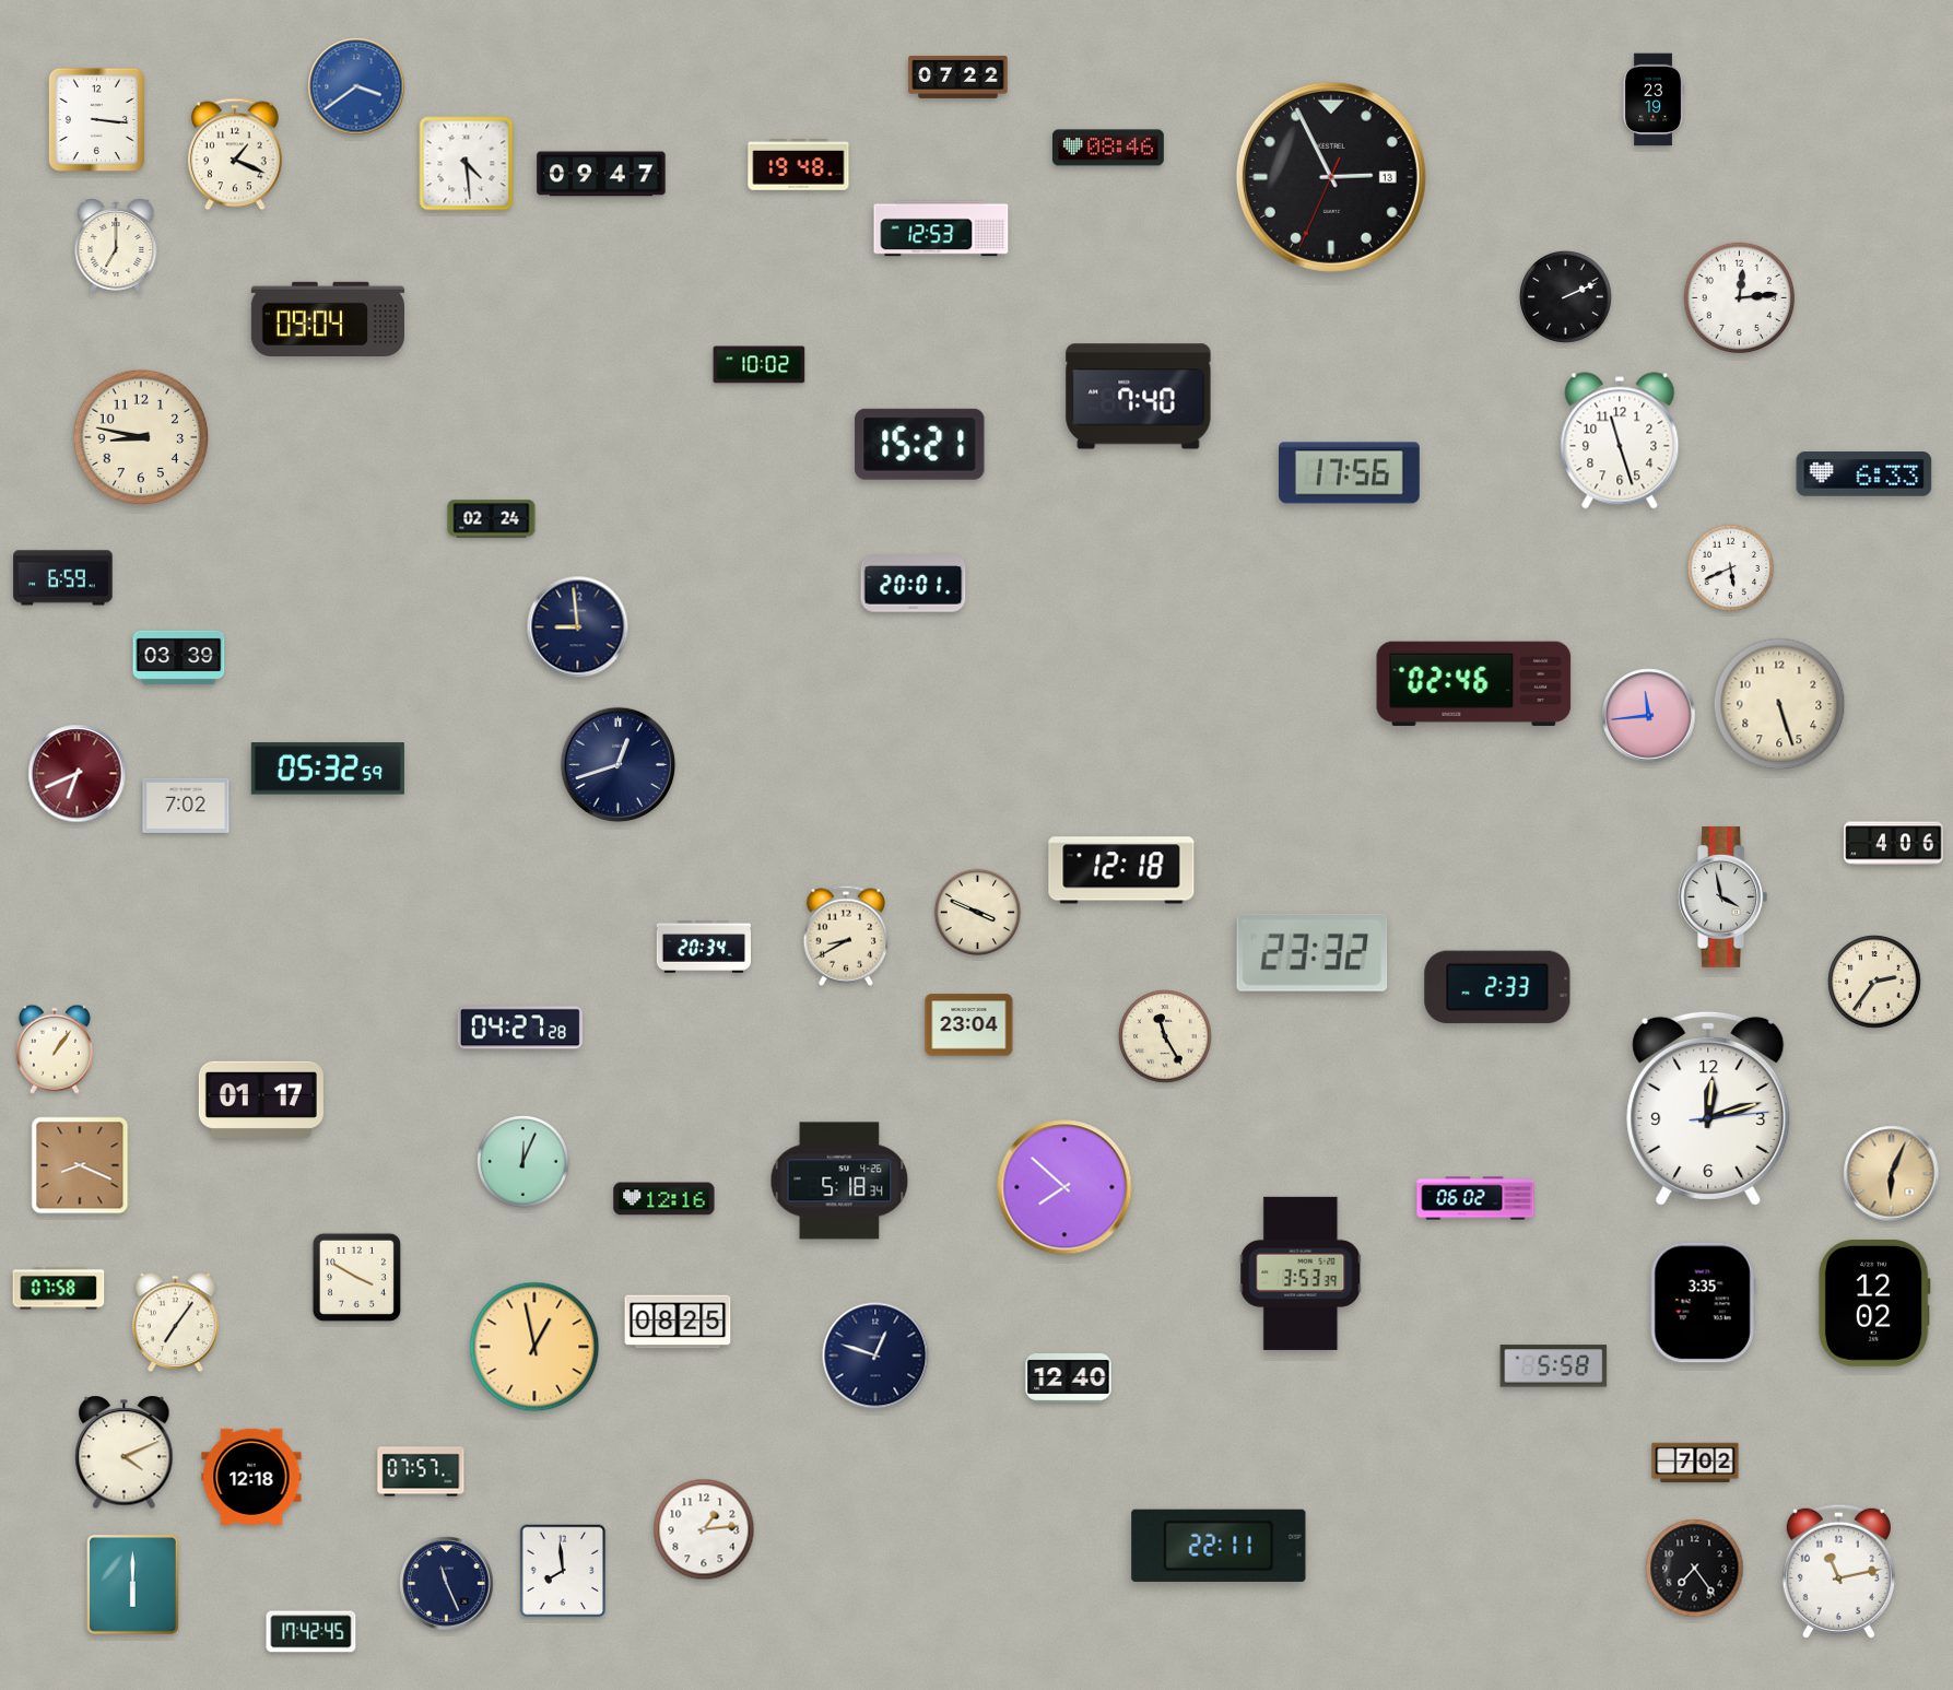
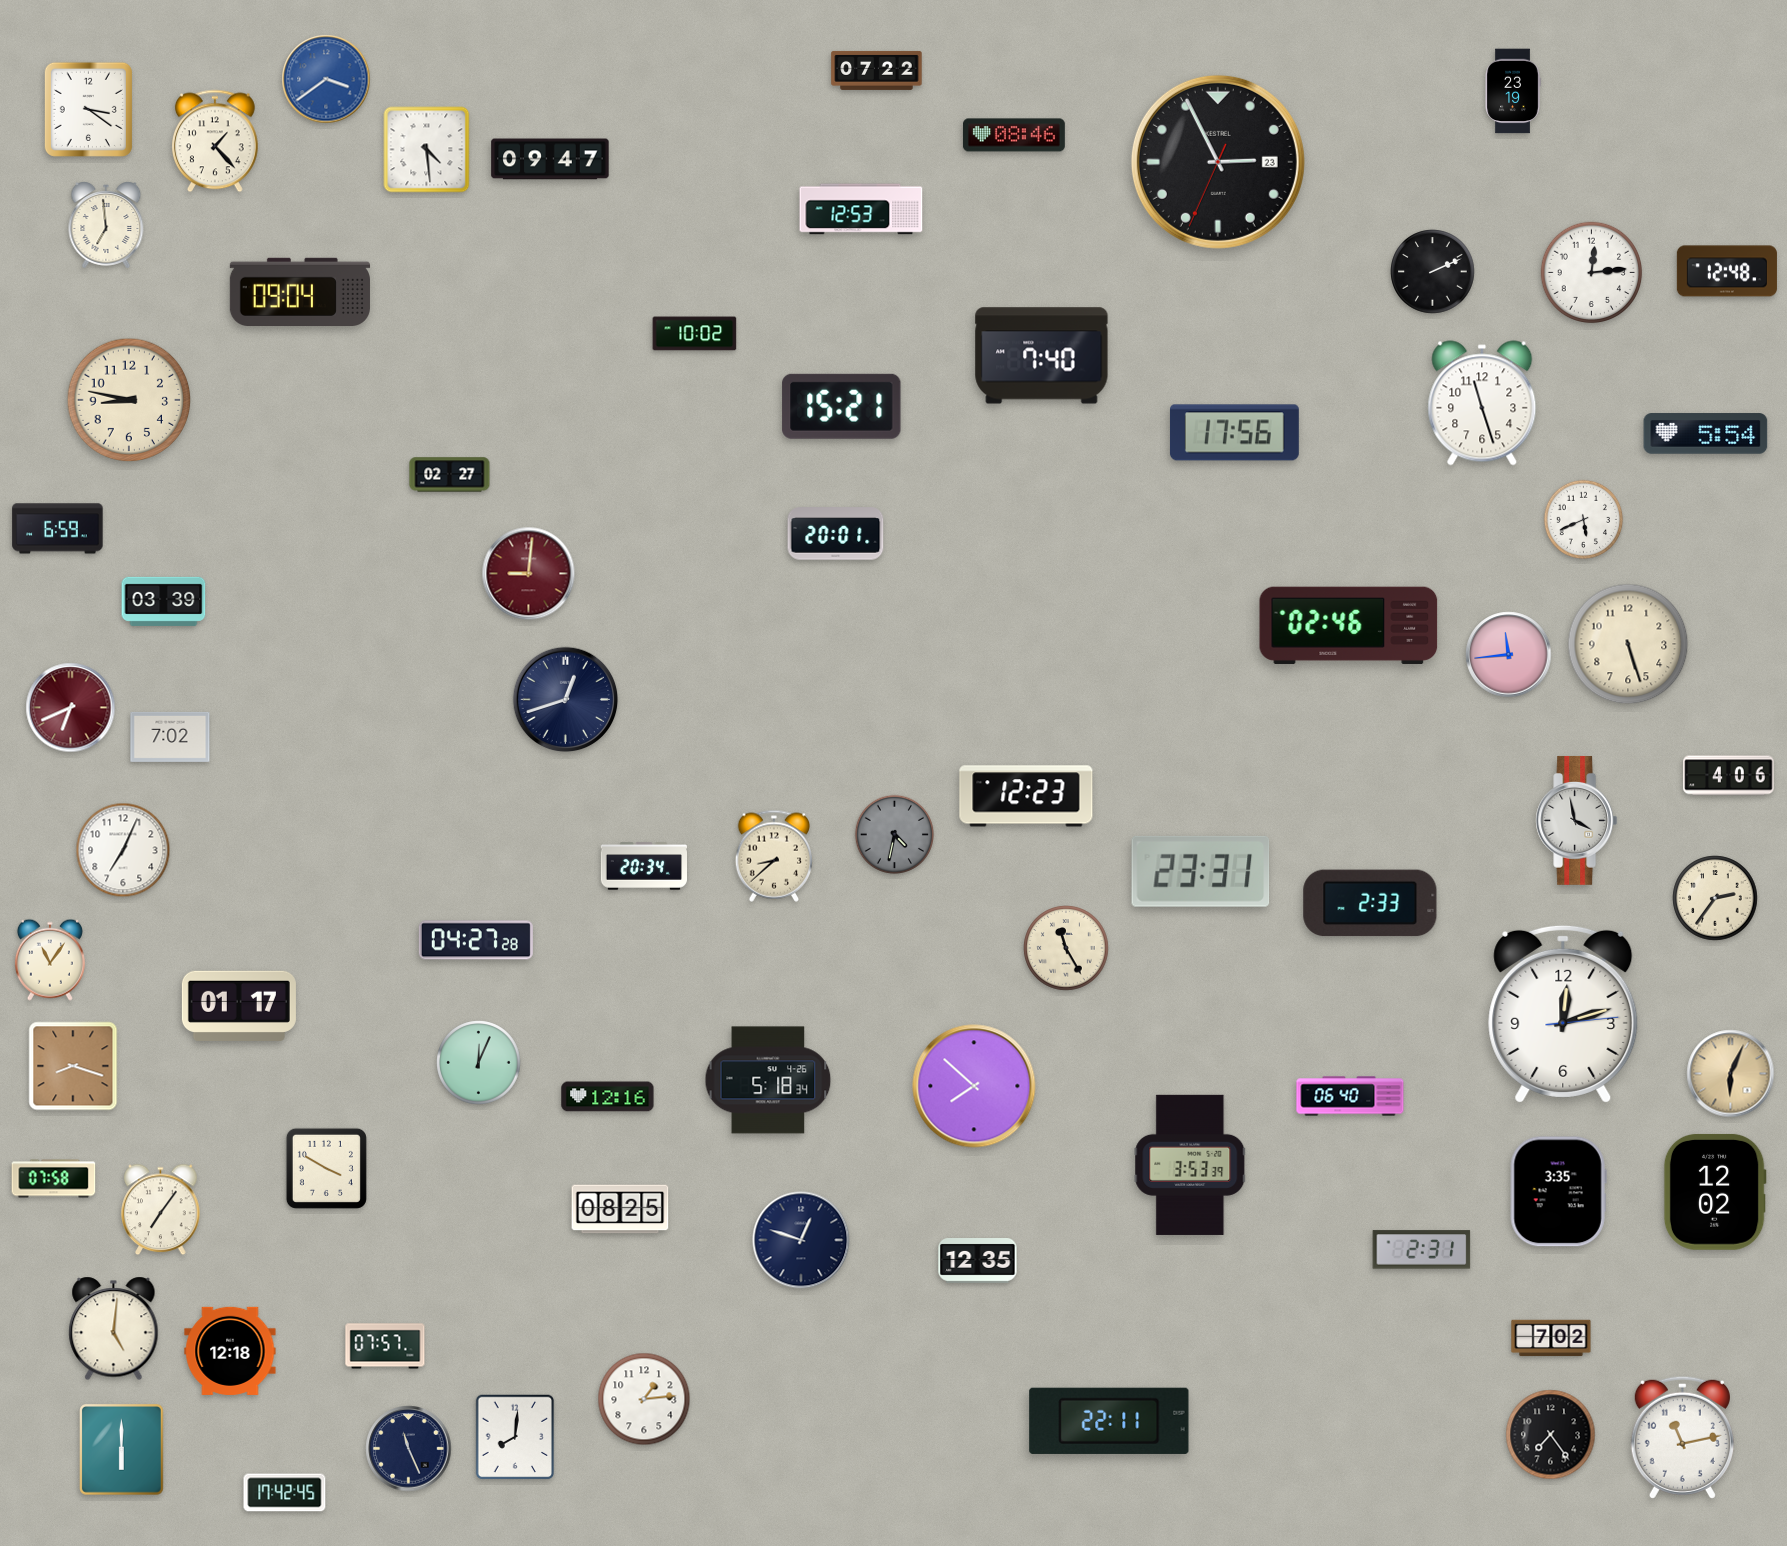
clock at (96, 119): 3:16 -> 3:21
clock at (235, 154): 1:19 -> 1:23
clock at (799, 165): 19:48 -> none
clock at (1331, 177) date: 13 -> 23
clock at (116, 246): 7:00 -> 6:59
clock at (1727, 271): none -> 12:48
clock at (1139, 397) position: (1139, 397) -> (1042, 356)
clock at (1864, 474): 6:33 -> 5:54
clock at (492, 519): 02:24 -> 02:27
clock at (578, 627): 8:59 -> 9:01
clock at (578, 627) dial: navy -> burgundy
clock at (328, 768): 05:32 -> none
clock at (1894, 844) position: (1894, 844) -> (1729, 776)
clock at (1121, 870): 12:18 -> 12:23
clock at (978, 913): 3:49 -> 4:32
clock at (978, 913) dial: cream -> grey
clock at (123, 850): none -> 7:04
clock at (846, 936): 8:40 -> 8:38
clock at (1313, 952): 23:32 -> 23:31
clock at (969, 1025): 23:04 -> none
clock at (55, 1049): 1:06 -> 11:06
clock at (80, 1165): 8:19 -> 8:18
clock at (1475, 1198): 06:02 -> 06:40
clock at (534, 1347): 12:58 -> none
clock at (1554, 1366): 5:58 -> 2:31
clock at (1069, 1378): 12:40 -> 12:35
clock at (125, 1453): 4:11 -> 5:01
clock at (1219, 1546) position: (1219, 1546) -> (1109, 1421)
clock at (563, 1571): 7:59 -> 8:01
